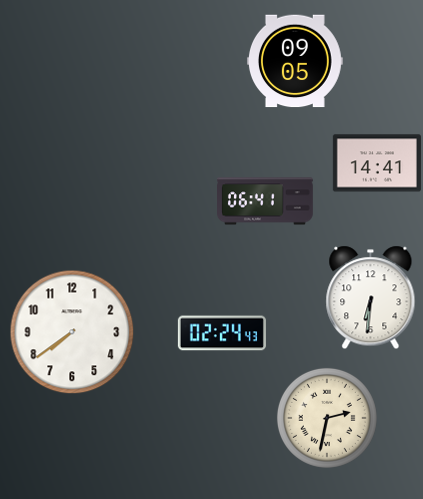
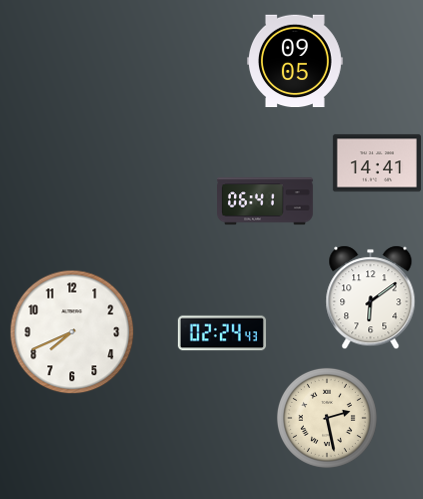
clock at (371, 297): 6:31 -> 6:09
clock at (72, 332): 7:39 -> 7:41
clock at (327, 418): 2:32 -> 2:28
